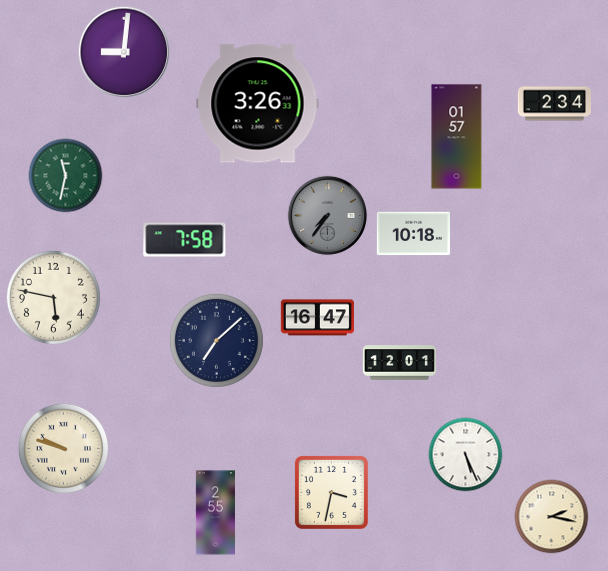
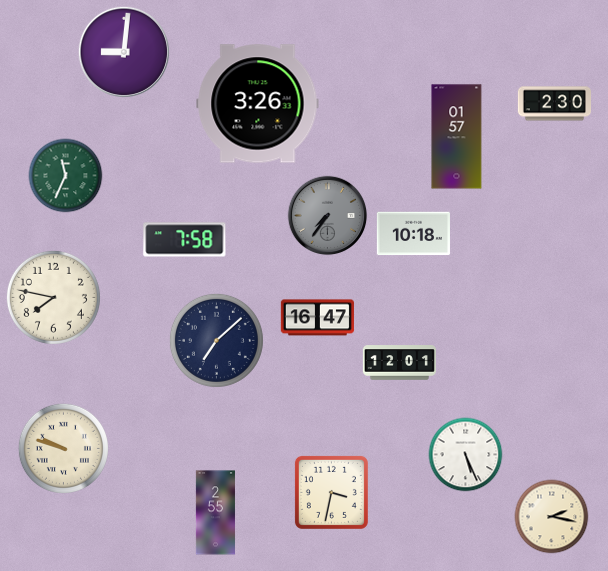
clock at (554, 104): 2:34 -> 2:30
clock at (66, 176): 11:32 -> 11:34
clock at (53, 297): 5:47 -> 7:47
